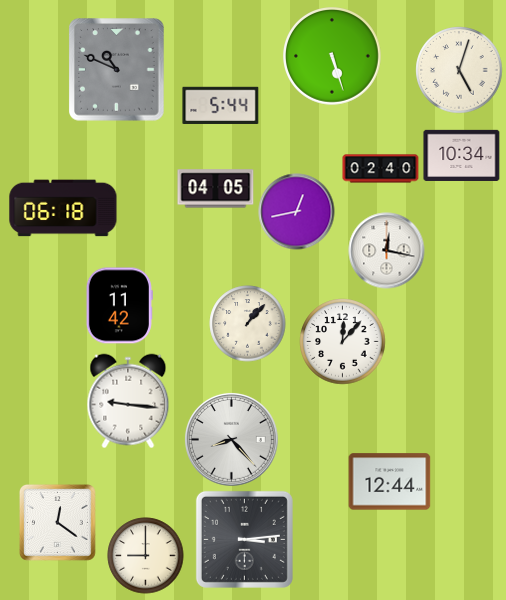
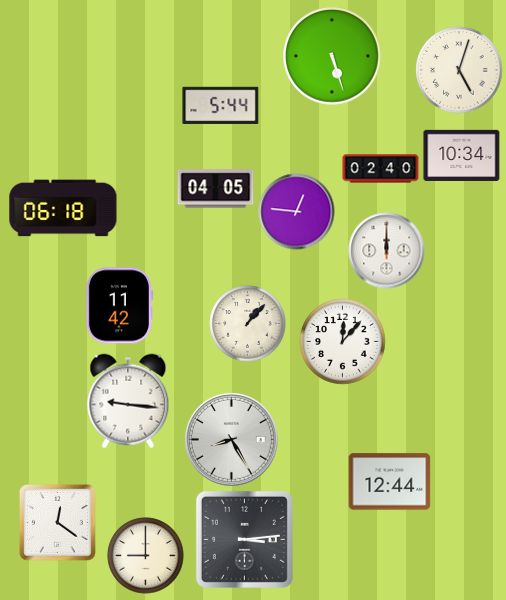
clock at (117, 70): 10:49 -> none
clock at (297, 212): 12:43 -> 12:46
clock at (387, 251): 12:17 -> 12:00
clock at (232, 440): 8:23 -> 8:25
